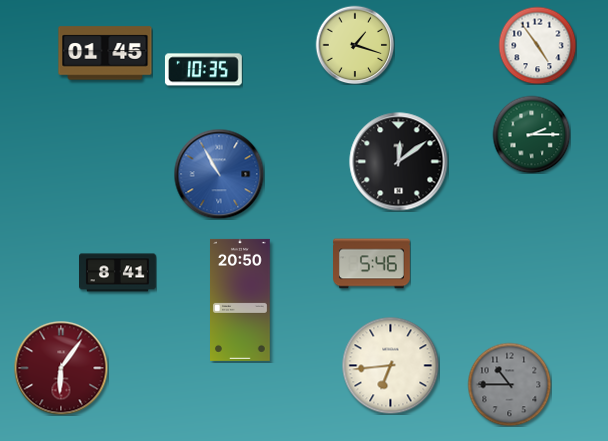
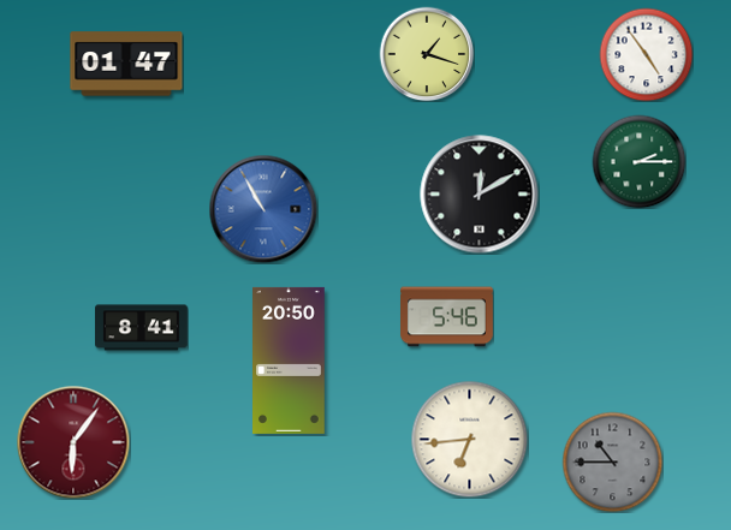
clock at (105, 53): 01:45 -> 01:47
clock at (203, 70): 10:35 -> none
clock at (399, 162): 12:09 -> 12:10
